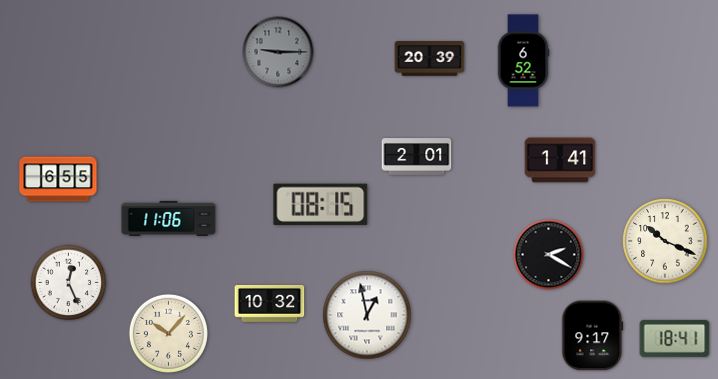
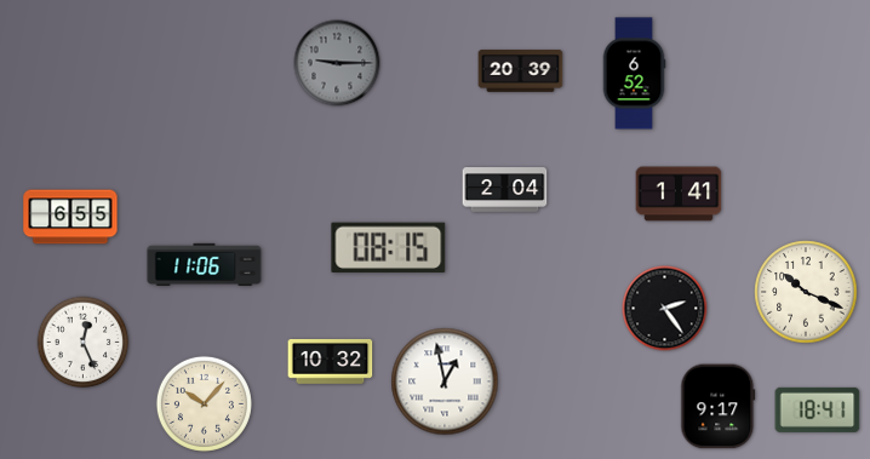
clock at (417, 157): 2:01 -> 2:04
clock at (549, 255): 2:20 -> 2:24
clock at (270, 303) position: (270, 303) -> (331, 361)
